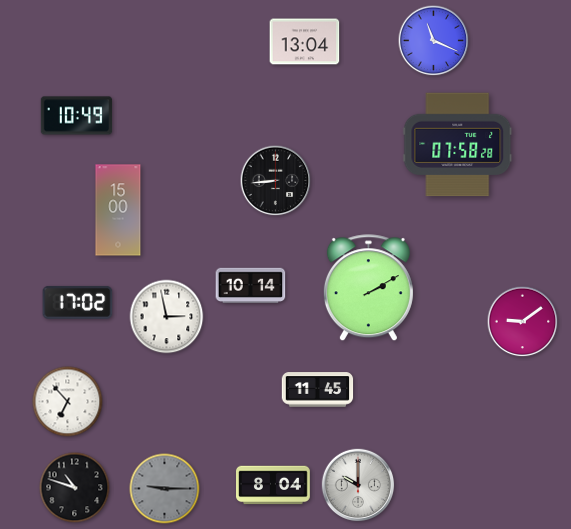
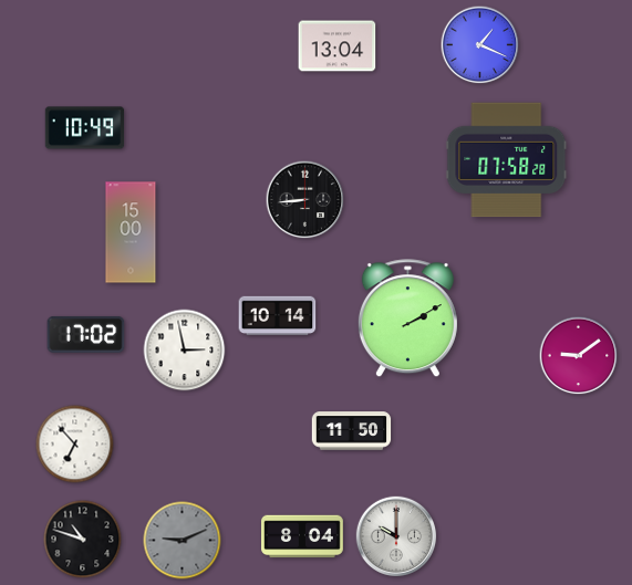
clock at (434, 41): 11:19 -> 1:19
clock at (318, 390): 11:45 -> 11:50
clock at (165, 489): 9:15 -> 9:11
